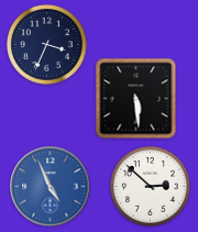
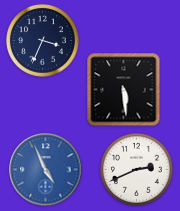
clock at (151, 187): 2:52 -> 2:41
